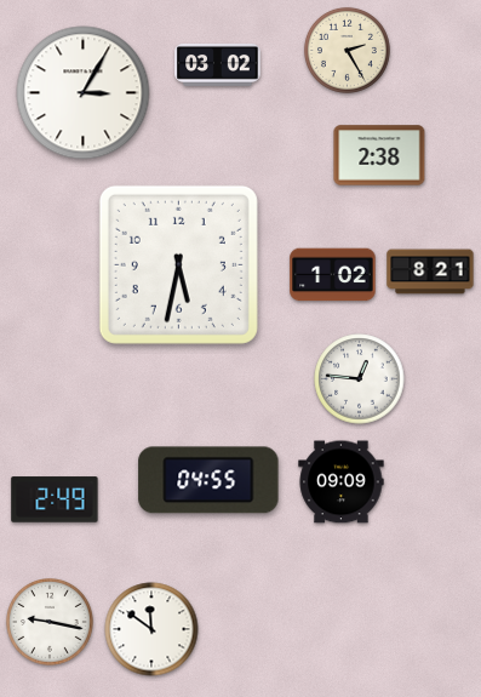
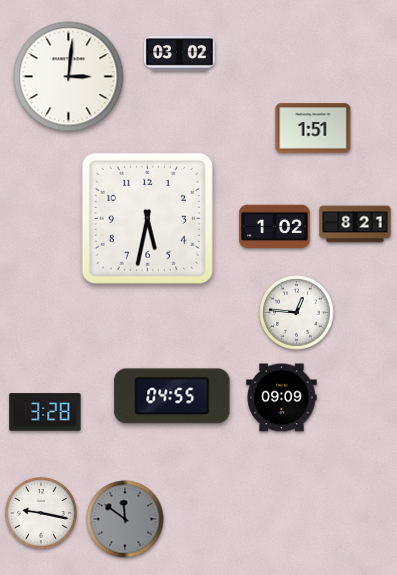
clock at (347, 50): 2:25 -> none
clock at (84, 93): 3:05 -> 3:01
clock at (379, 155): 2:38 -> 1:51
clock at (55, 499): 2:49 -> 3:28
clock at (151, 629) dial: white -> grey
